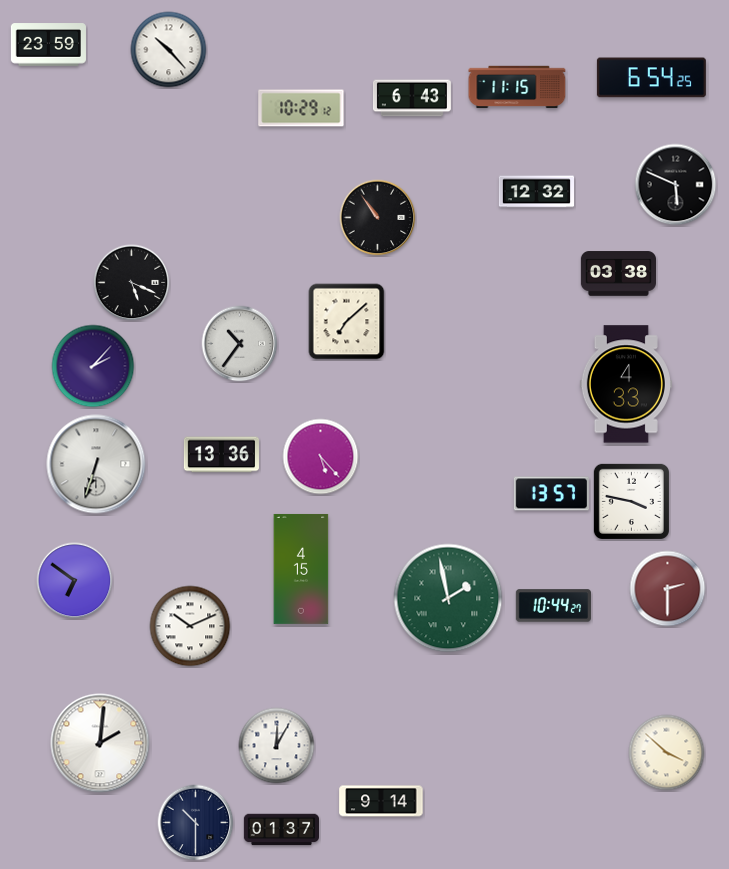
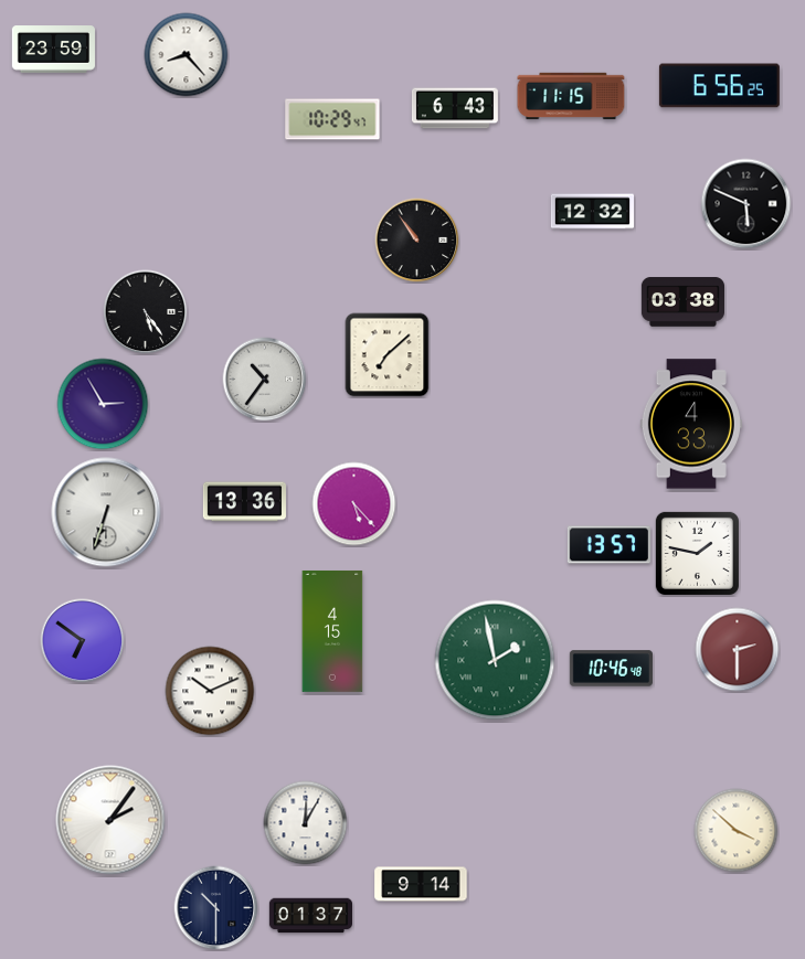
clock at (169, 50): 10:23 -> 8:23
clock at (651, 78): 6:54 -> 6:56
clock at (301, 108): 10:29:12 -> 10:29:47
clock at (132, 283): 5:19 -> 5:24
clock at (347, 322) position: (347, 322) -> (388, 355)
clock at (93, 366): 2:07 -> 2:55
clock at (631, 501): 3:47 -> 1:47
clock at (301, 569) position: (301, 569) -> (332, 631)
clock at (553, 606): 10:44 -> 10:46
clock at (100, 743): 2:01 -> 2:06
